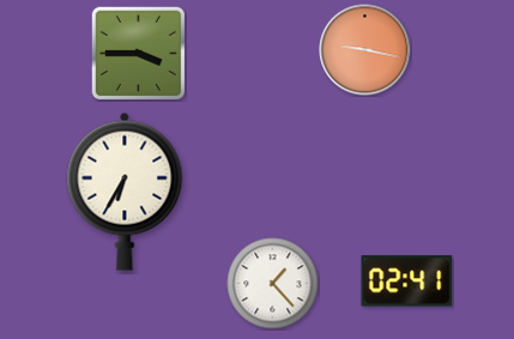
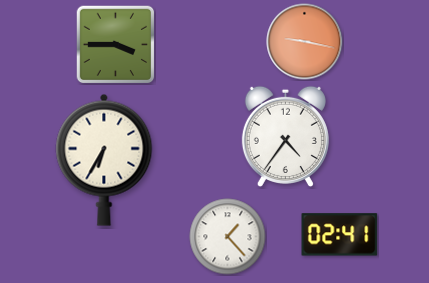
clock at (285, 136): none -> 4:36
